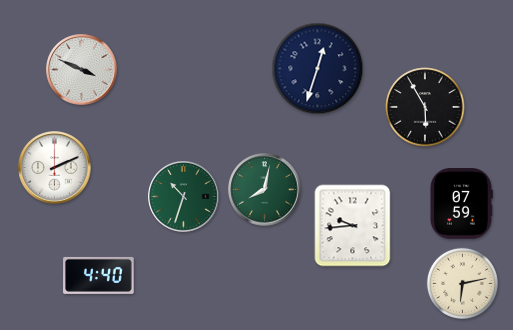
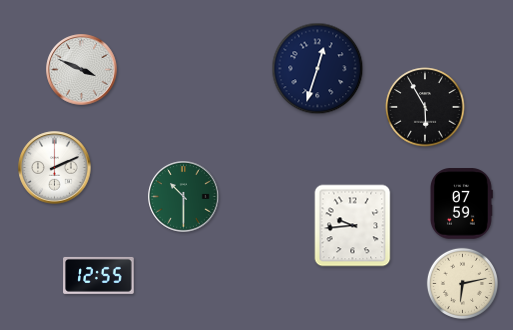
clock at (265, 190): 8:02 -> none
clock at (184, 197): 10:33 -> 10:30
clock at (99, 275): 4:40 -> 12:55
